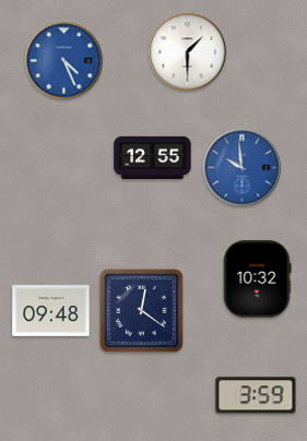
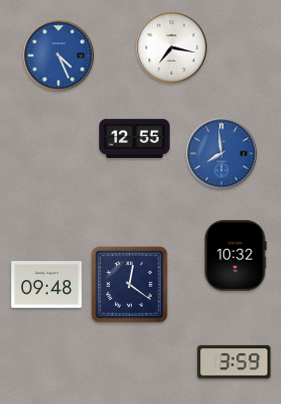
clock at (188, 52): 1:30 -> 7:17
clock at (153, 157) position: (153, 157) -> (135, 138)
clock at (243, 168): 9:59 -> 7:59
